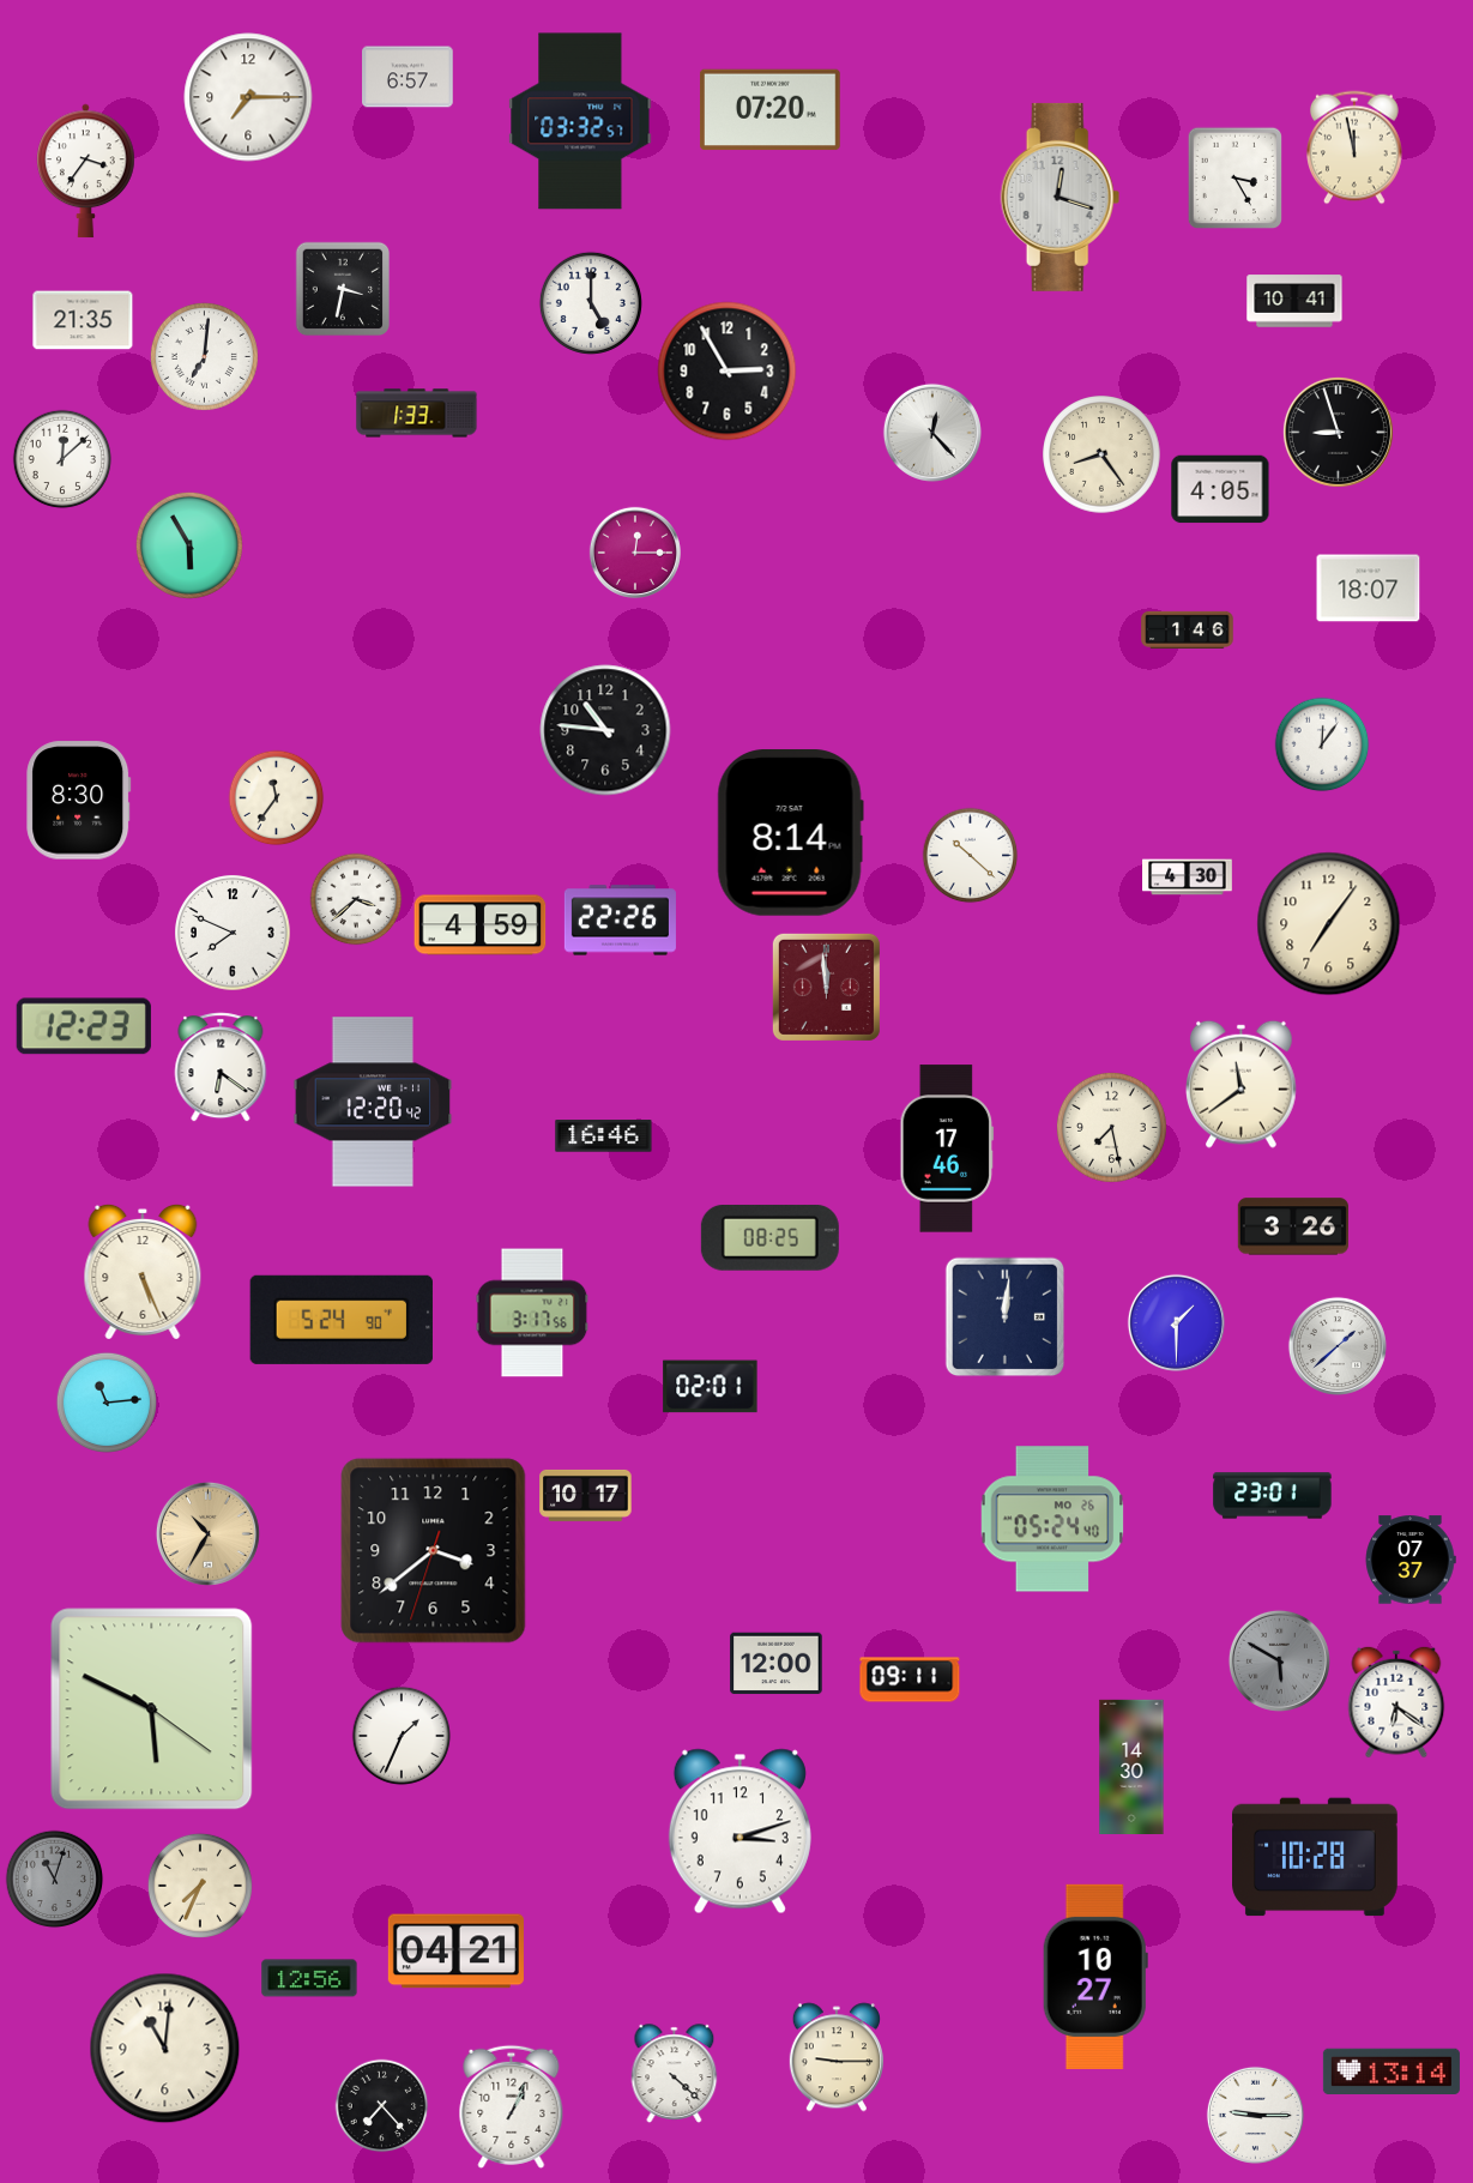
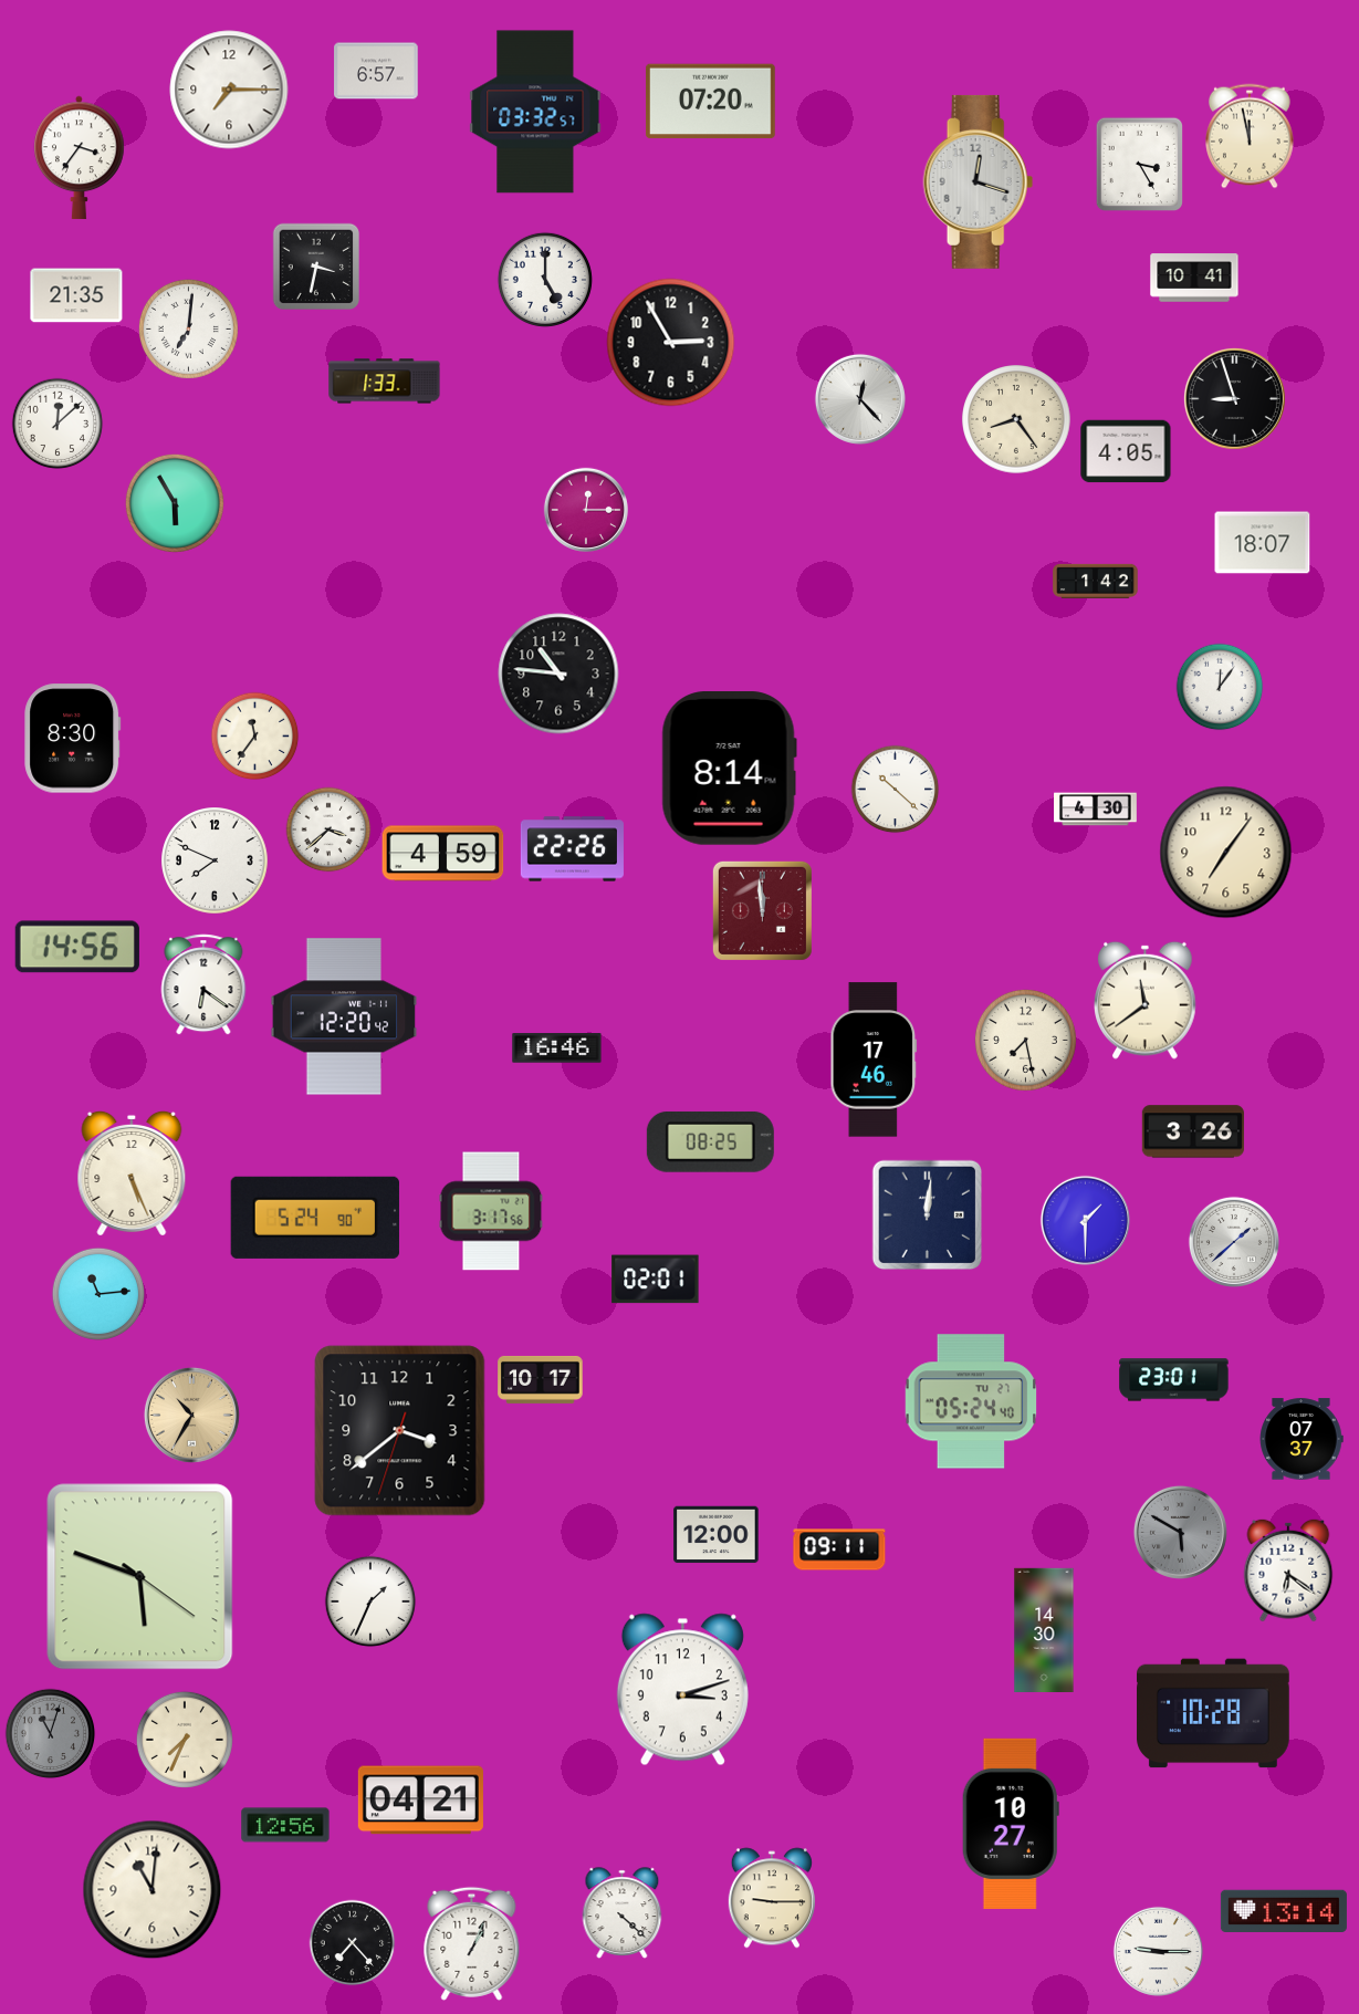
clock at (1188, 629): 1:46 -> 1:42
clock at (84, 1026): 12:23 -> 14:56
clock at (1052, 1519) date: MO 26 -> TU 27
clock at (152, 1709): 5:49 -> 5:48
